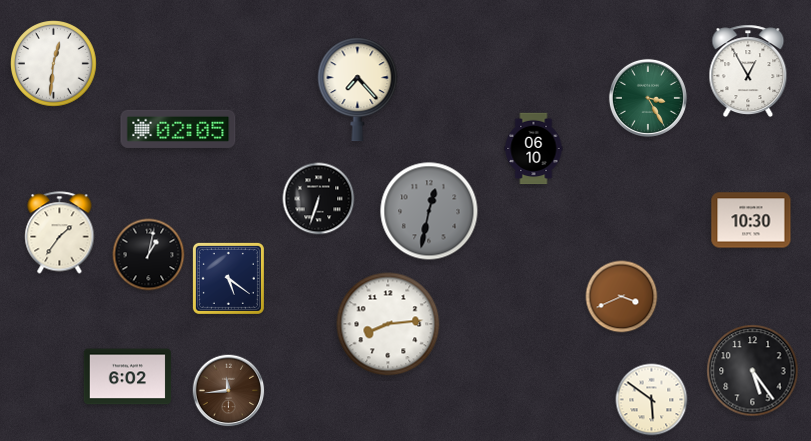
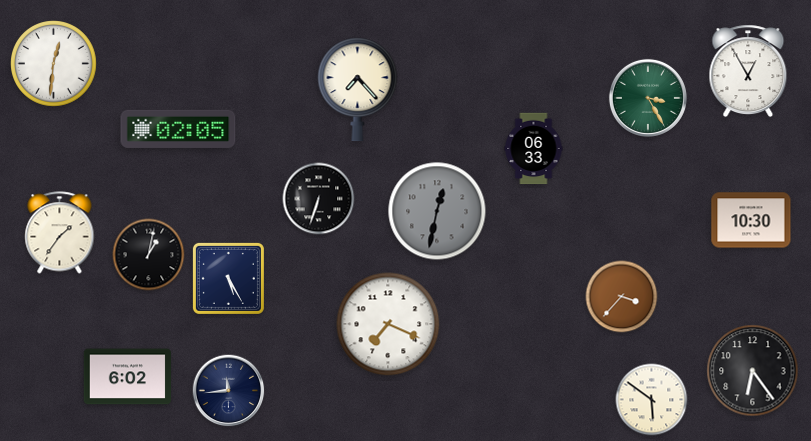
clock at (534, 149): 06:10 -> 06:33
clock at (429, 211) position: (429, 211) -> (437, 211)
clock at (228, 278): 5:21 -> 5:25
clock at (622, 297): 3:41 -> 3:37
clock at (388, 324): 8:14 -> 7:19
clock at (753, 371): 5:24 -> 6:24
clock at (229, 391) dial: brown -> navy
